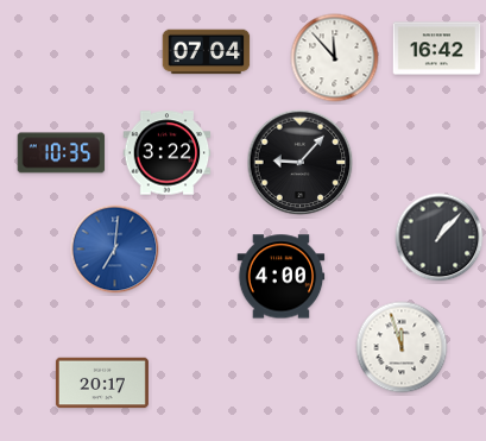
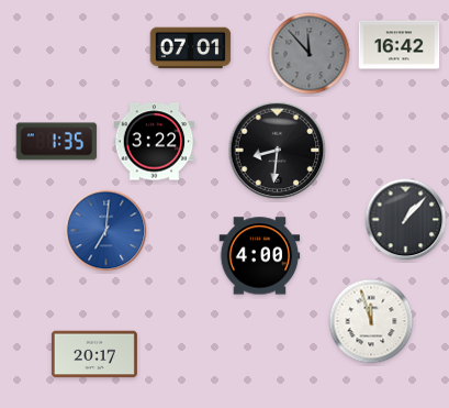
clock at (437, 49) position: (437, 49) -> (400, 45)
clock at (207, 52): 07:04 -> 07:01
clock at (335, 58) dial: white -> grey
clock at (62, 153): 10:35 -> 1:35
clock at (301, 163): 9:07 -> 8:31
